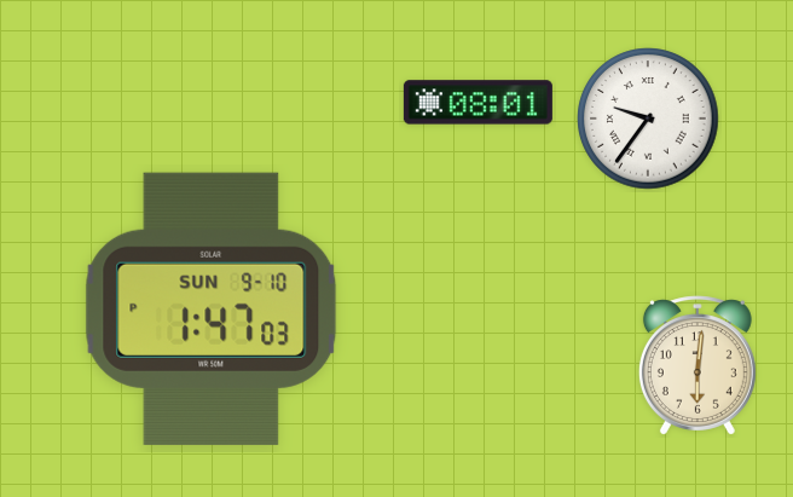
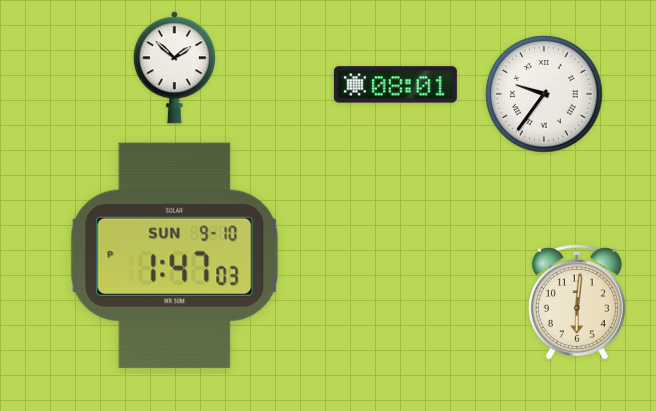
clock at (174, 68): none -> 1:52
clock at (648, 119) position: (648, 119) -> (544, 94)
